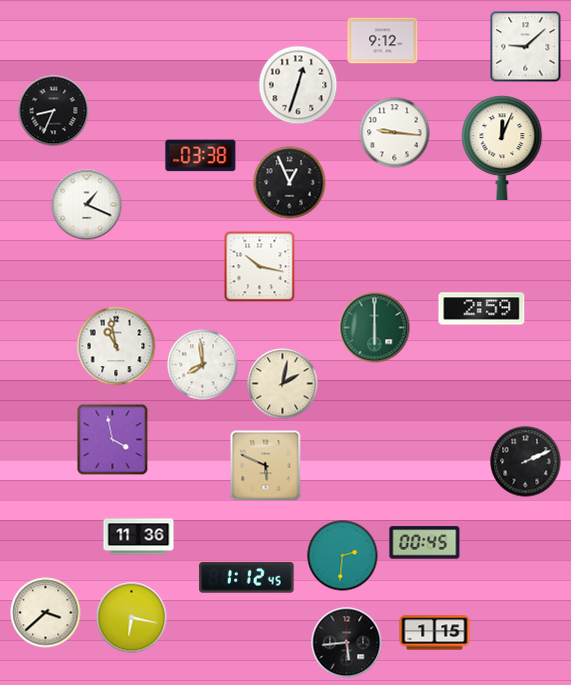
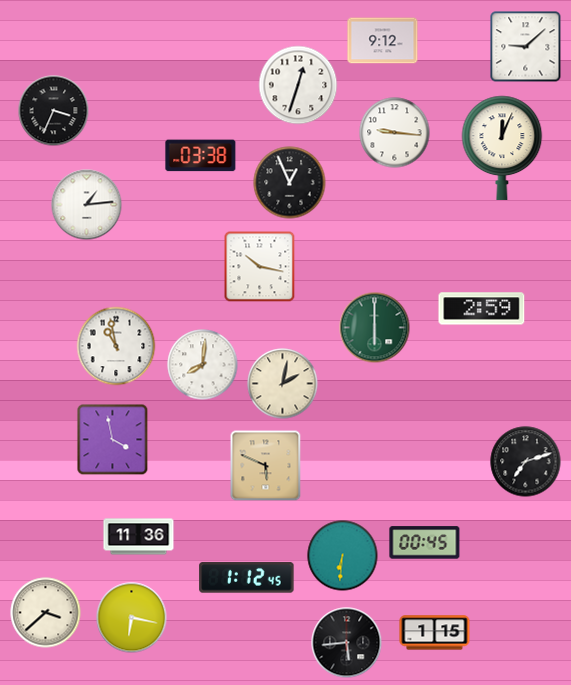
clock at (54, 111): 8:34 -> 3:34
clock at (87, 205): 1:19 -> 1:14
clock at (203, 365): 7:59 -> 8:01
clock at (526, 462): 2:11 -> 7:12
clock at (343, 556): 2:31 -> 6:31
